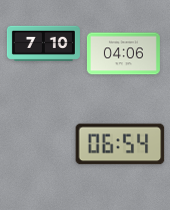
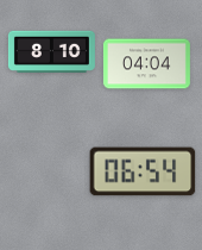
clock at (43, 43): 7:10 -> 8:10
clock at (123, 54): 04:06 -> 04:04
